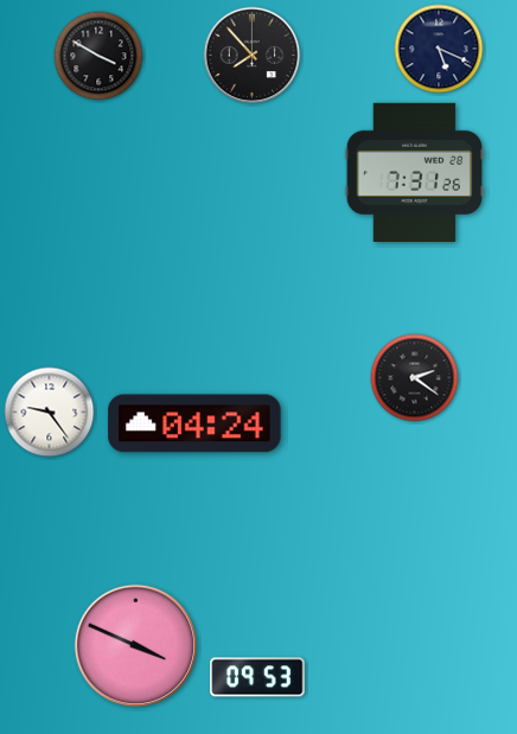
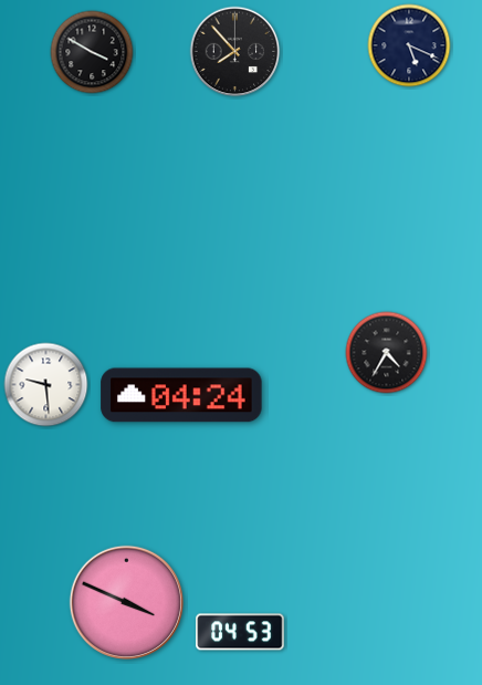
clock at (414, 172): 7:31 -> none
clock at (415, 378): 2:21 -> 4:35
clock at (50, 413): 9:24 -> 9:29
clock at (257, 677): 09:53 -> 04:53
